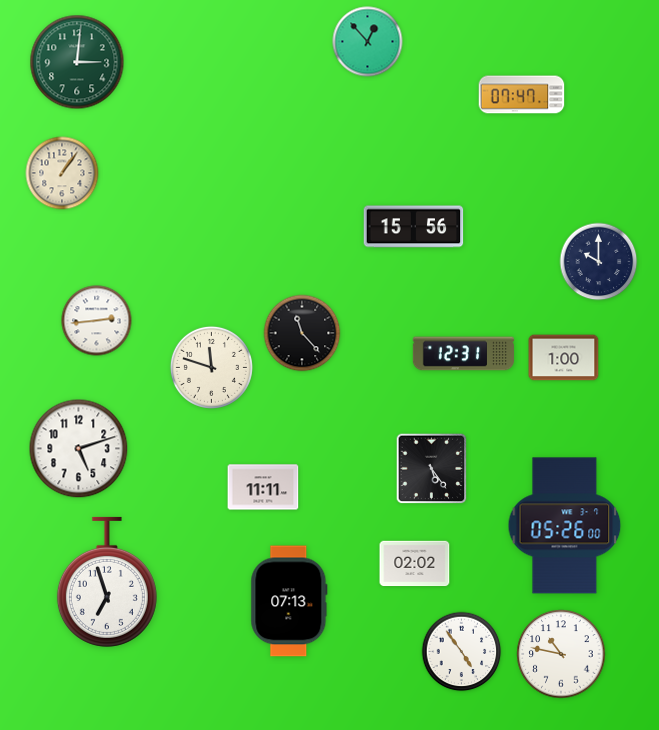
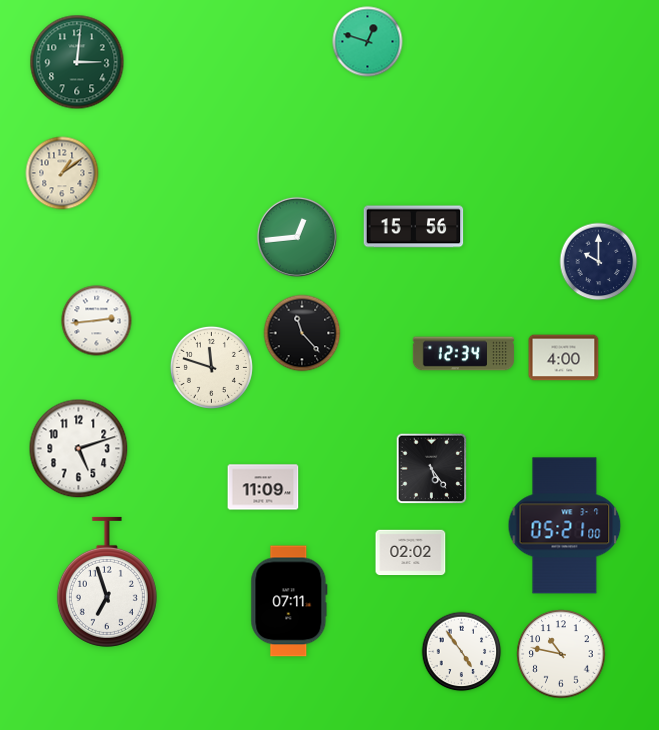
clock at (368, 42): 12:53 -> 12:48
clock at (522, 95): 07:47 -> none
clock at (62, 173): 1:06 -> 1:09
clock at (297, 237): none -> 12:44
clock at (463, 354): 12:31 -> 12:34
clock at (564, 358): 1:00 -> 4:00
clock at (263, 487): 11:11 -> 11:09
clock at (565, 526): 05:26 -> 05:21
clock at (415, 564) position: (415, 564) -> (411, 553)
clock at (289, 601): 07:13 -> 07:11
